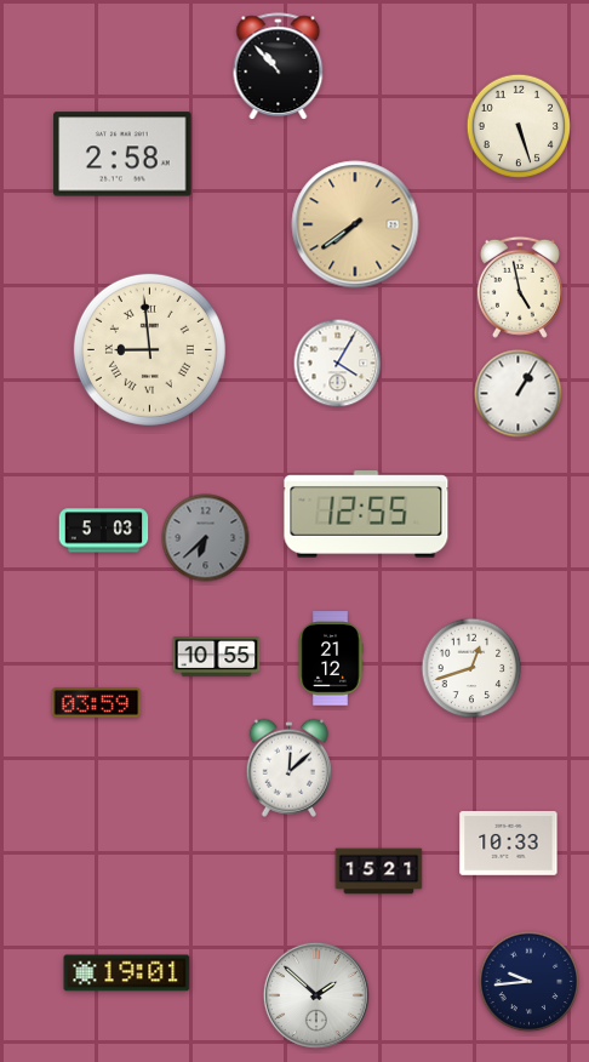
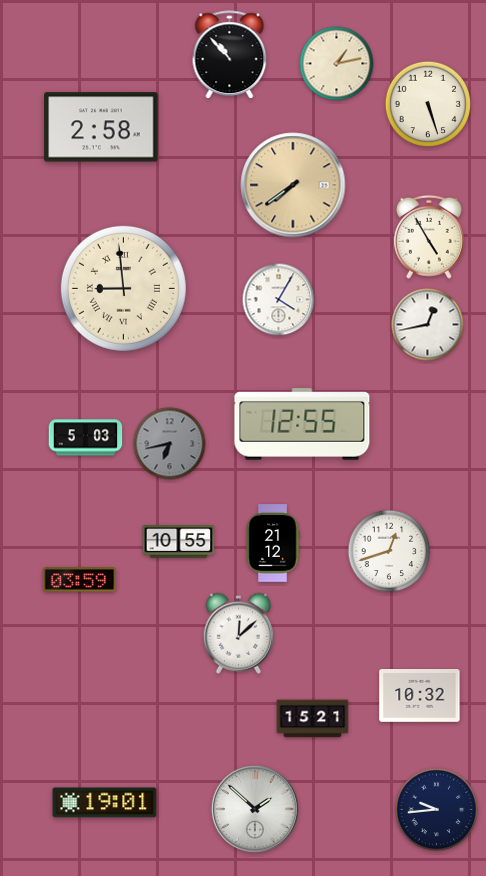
clock at (337, 64): none -> 1:13
clock at (520, 287): 4:58 -> 4:55
clock at (519, 394): 1:05 -> 12:43
clock at (206, 538): 6:38 -> 6:43
clock at (509, 844): 10:33 -> 10:32
clock at (316, 995) position: (316, 995) -> (255, 809)
